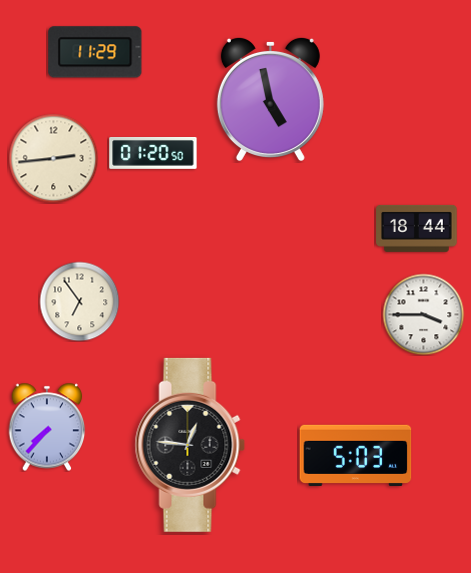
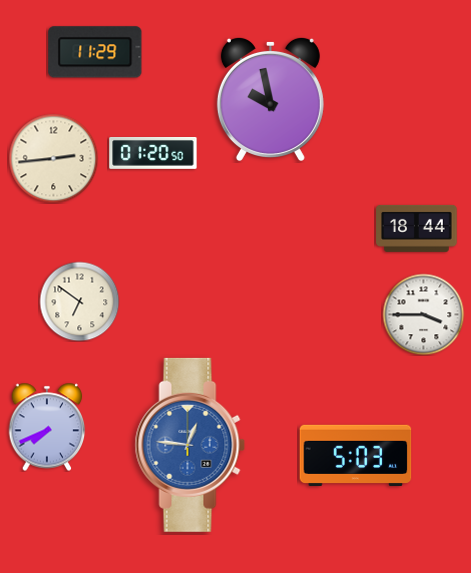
clock at (270, 98): 4:58 -> 9:58
clock at (79, 301): 6:54 -> 6:51
clock at (47, 427): 7:37 -> 7:41
clock at (190, 445) dial: black -> blue
